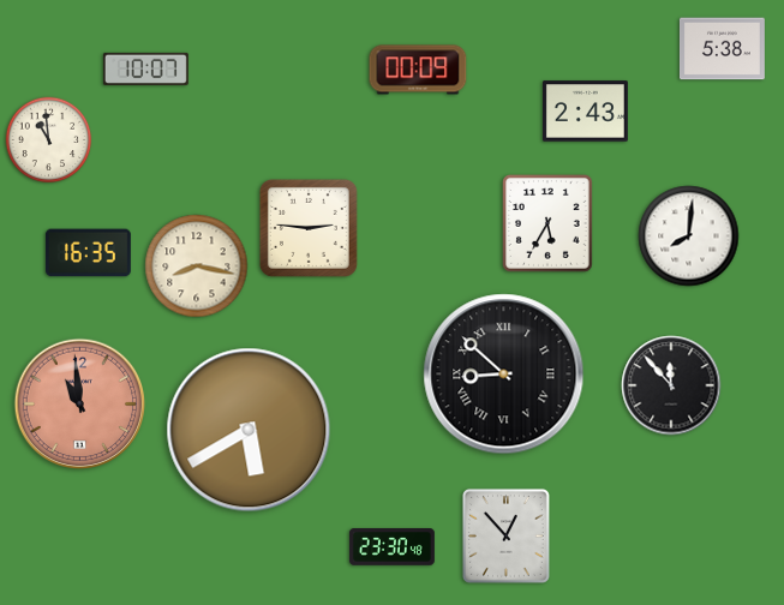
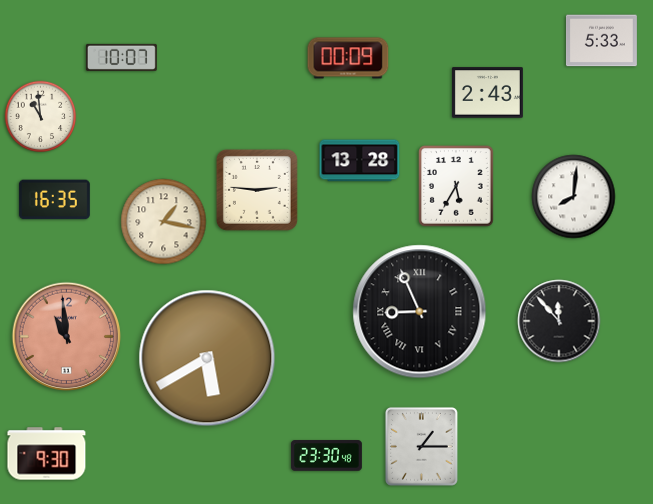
clock at (722, 49): 5:38 -> 5:33
clock at (360, 161): none -> 13:28
clock at (88, 253) position: (88, 253) -> (54, 200)
clock at (197, 266): 8:17 -> 1:17
clock at (504, 375): 8:52 -> 8:56
clock at (505, 535): 12:53 -> 1:15
clock at (47, 454): none -> 9:30
